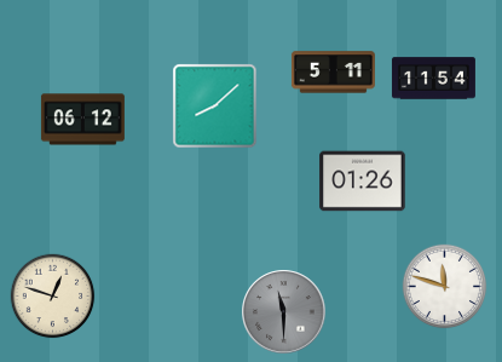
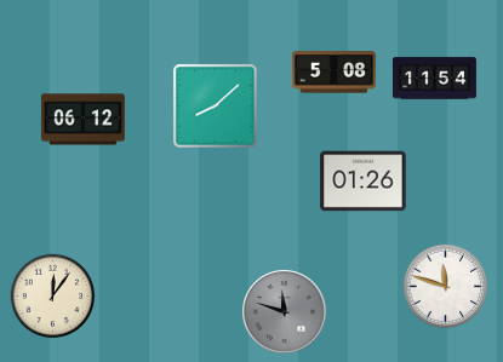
clock at (333, 73): 5:11 -> 5:08
clock at (53, 297): 12:48 -> 12:06
clock at (284, 312): 11:30 -> 11:48
